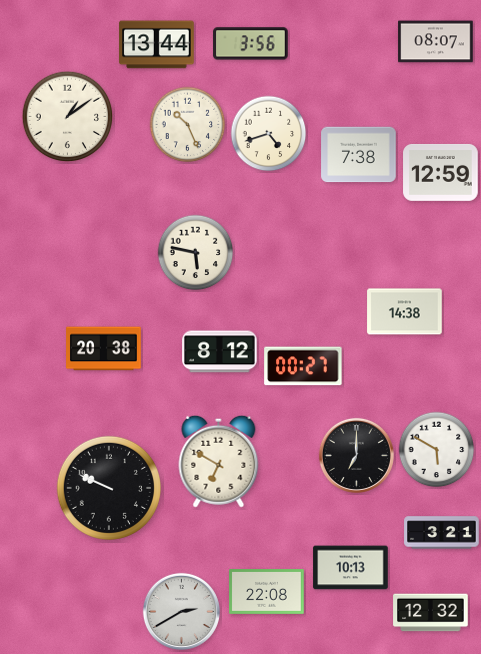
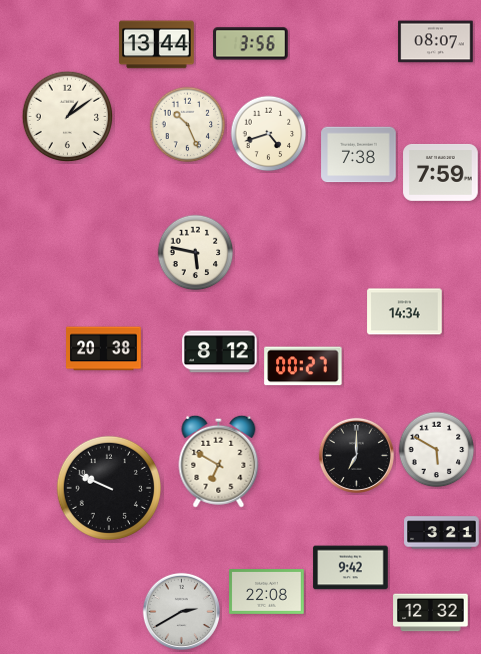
clock at (441, 172): 12:59 -> 7:59
clock at (405, 312): 14:38 -> 14:34
clock at (351, 568): 10:13 -> 9:42
